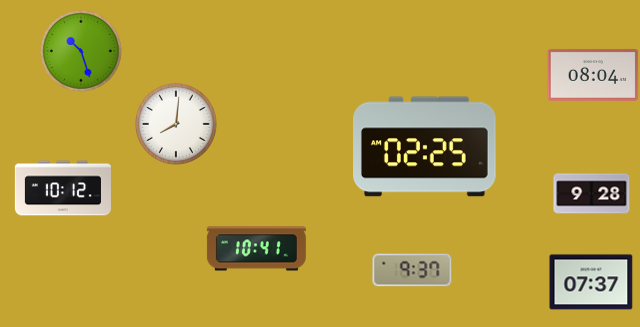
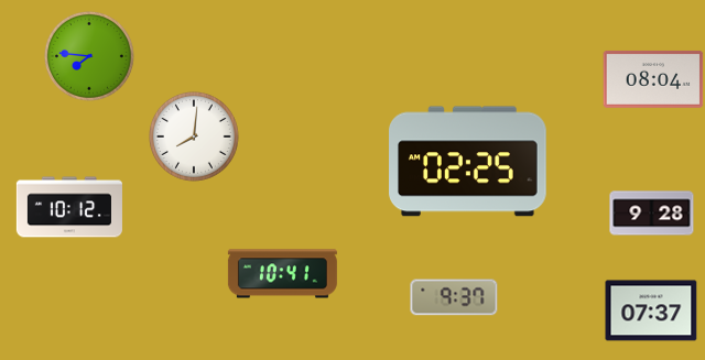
clock at (81, 51): 10:27 -> 7:46
clock at (593, 75) position: (593, 75) -> (653, 79)
